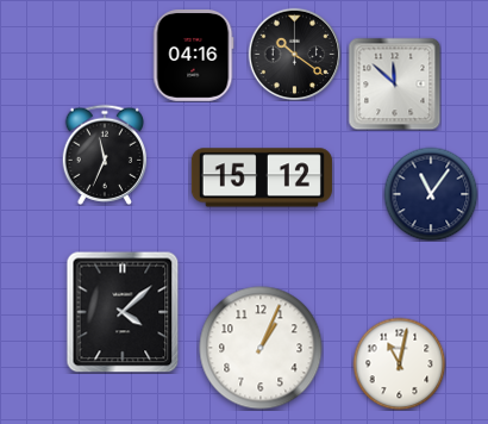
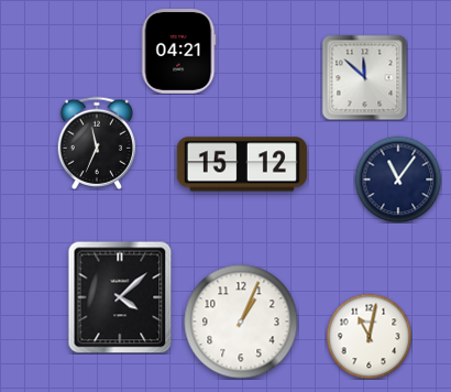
clock at (294, 54): 10:21 -> none
clock at (193, 56): 04:16 -> 04:21
clock at (123, 312) position: (123, 312) -> (120, 297)
